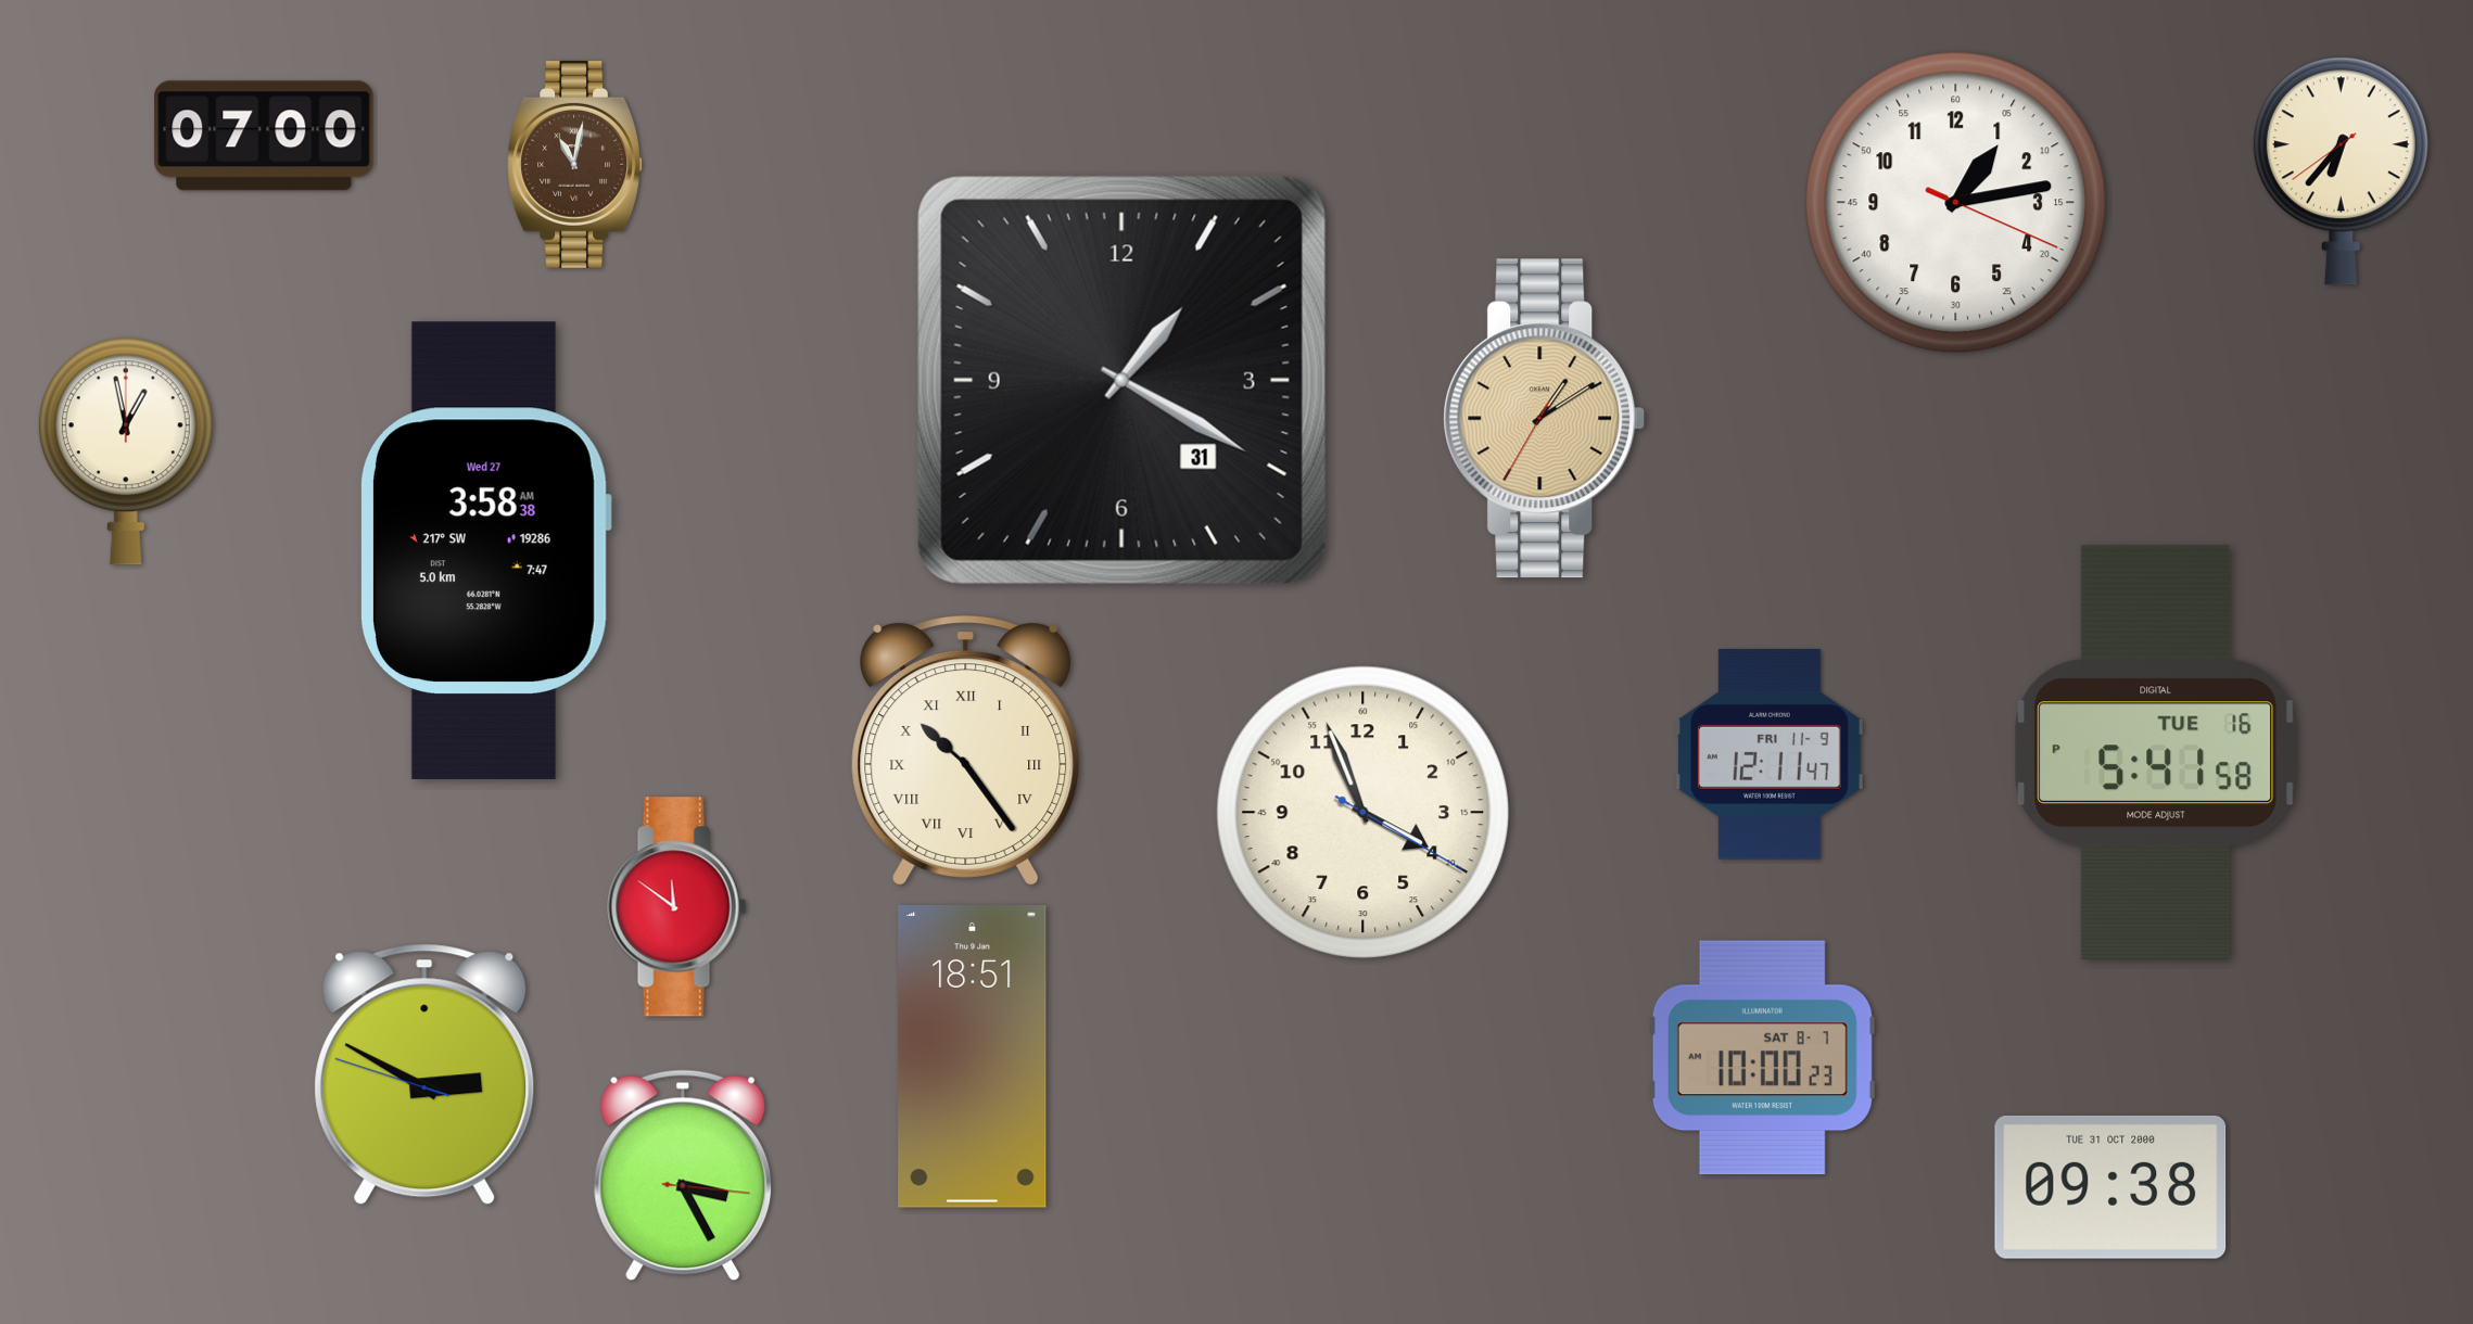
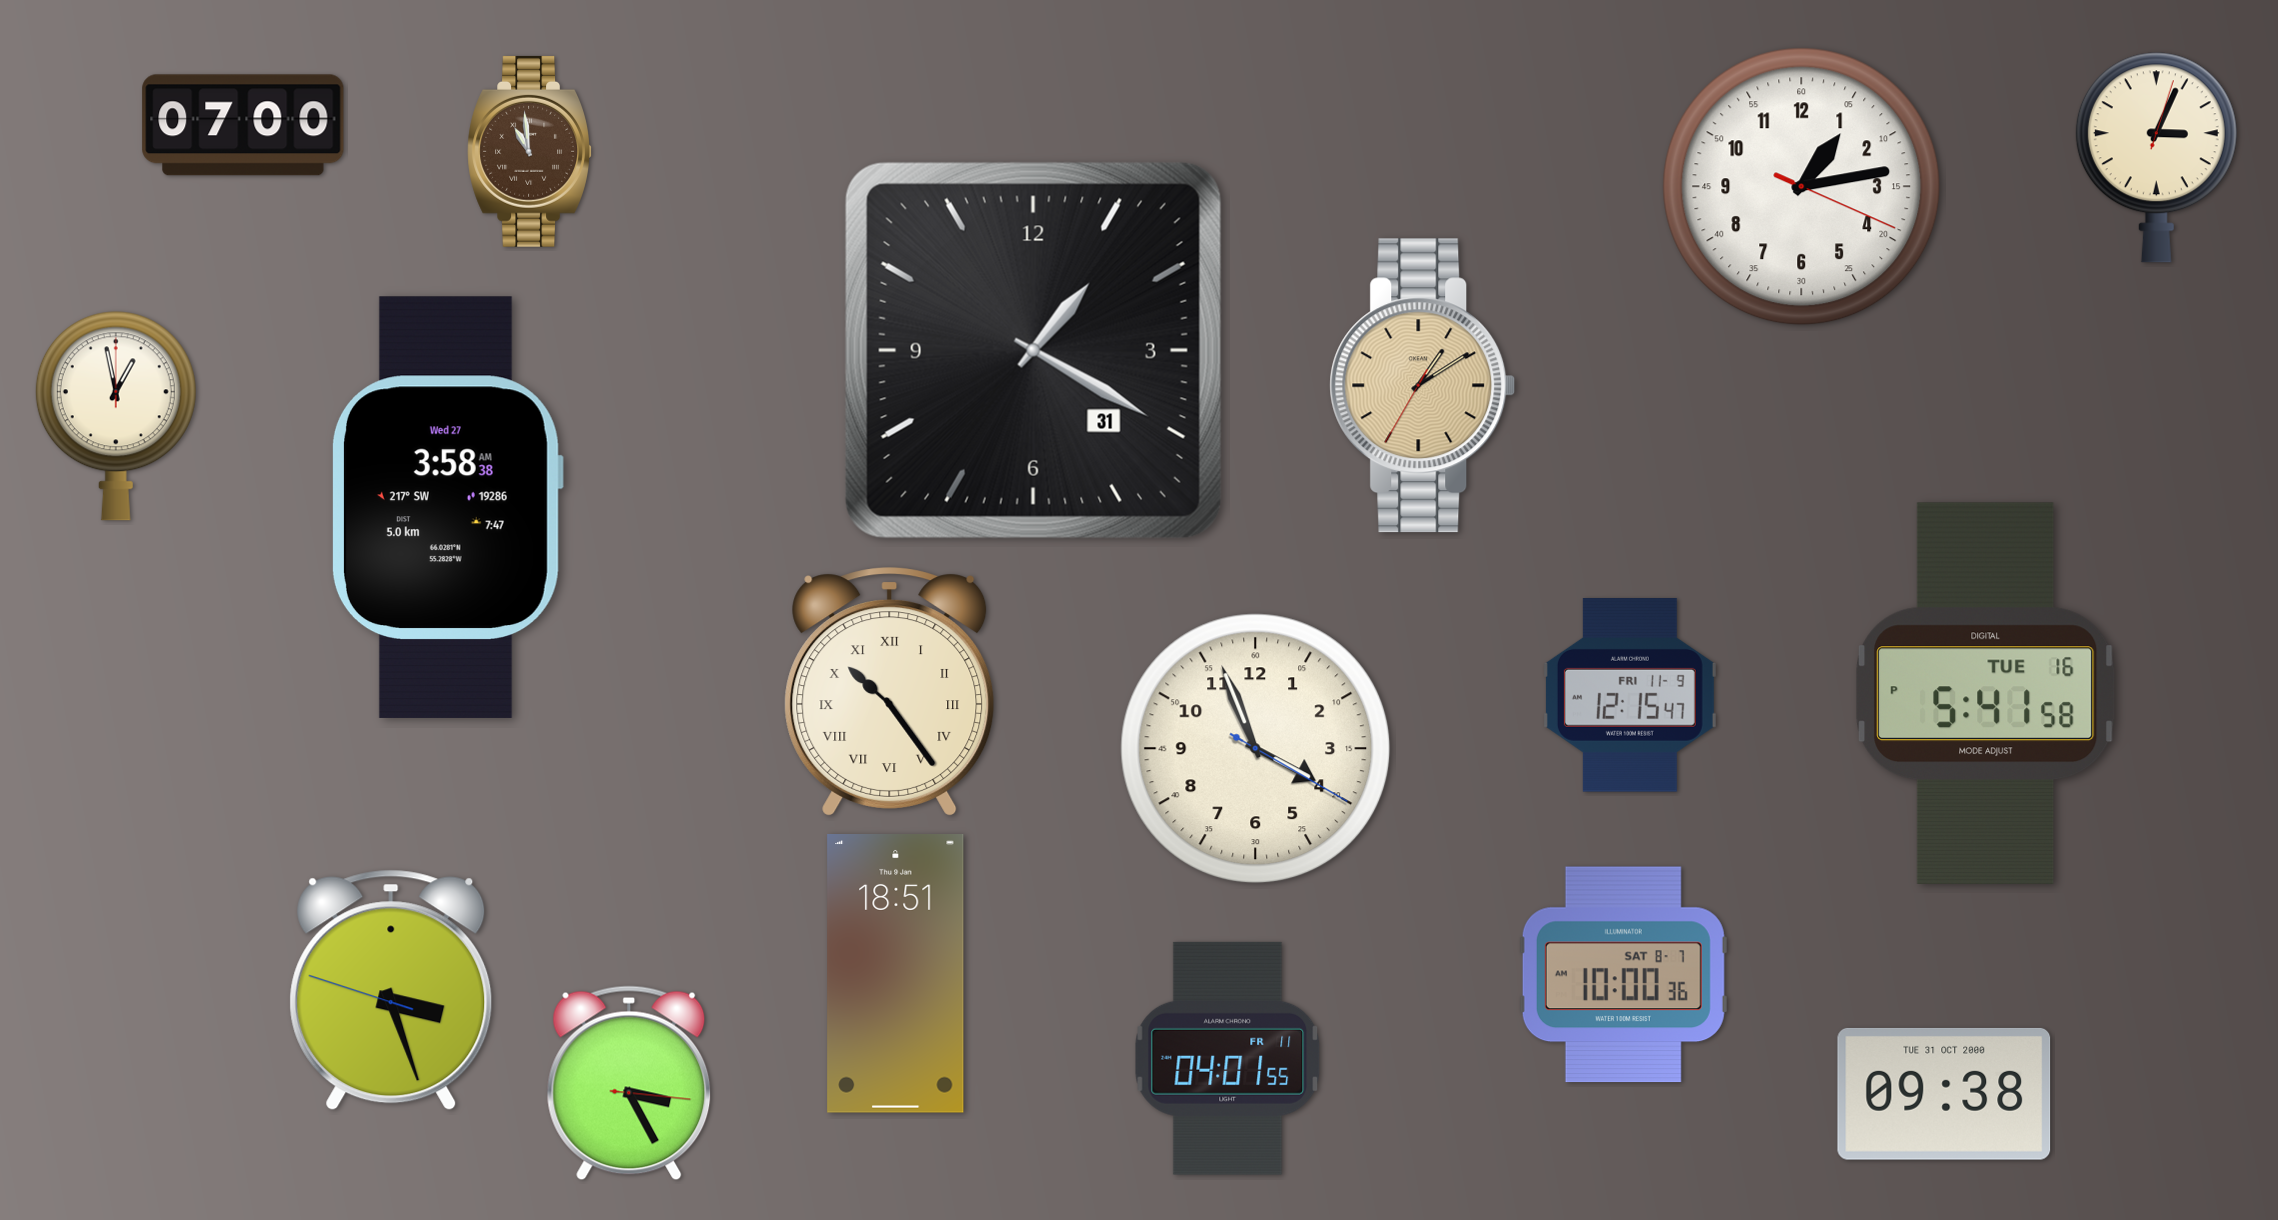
clock at (574, 164): 11:02 -> 10:59
clock at (2341, 171): 6:36 -> 3:04
clock at (1770, 755): 12:11 -> 12:15
clock at (677, 907): 11:51 -> none
clock at (1762, 1058): 10:00:23 -> 10:00:36
clock at (424, 1074): 2:49 -> 3:26
clock at (1228, 1058): none -> 04:01
